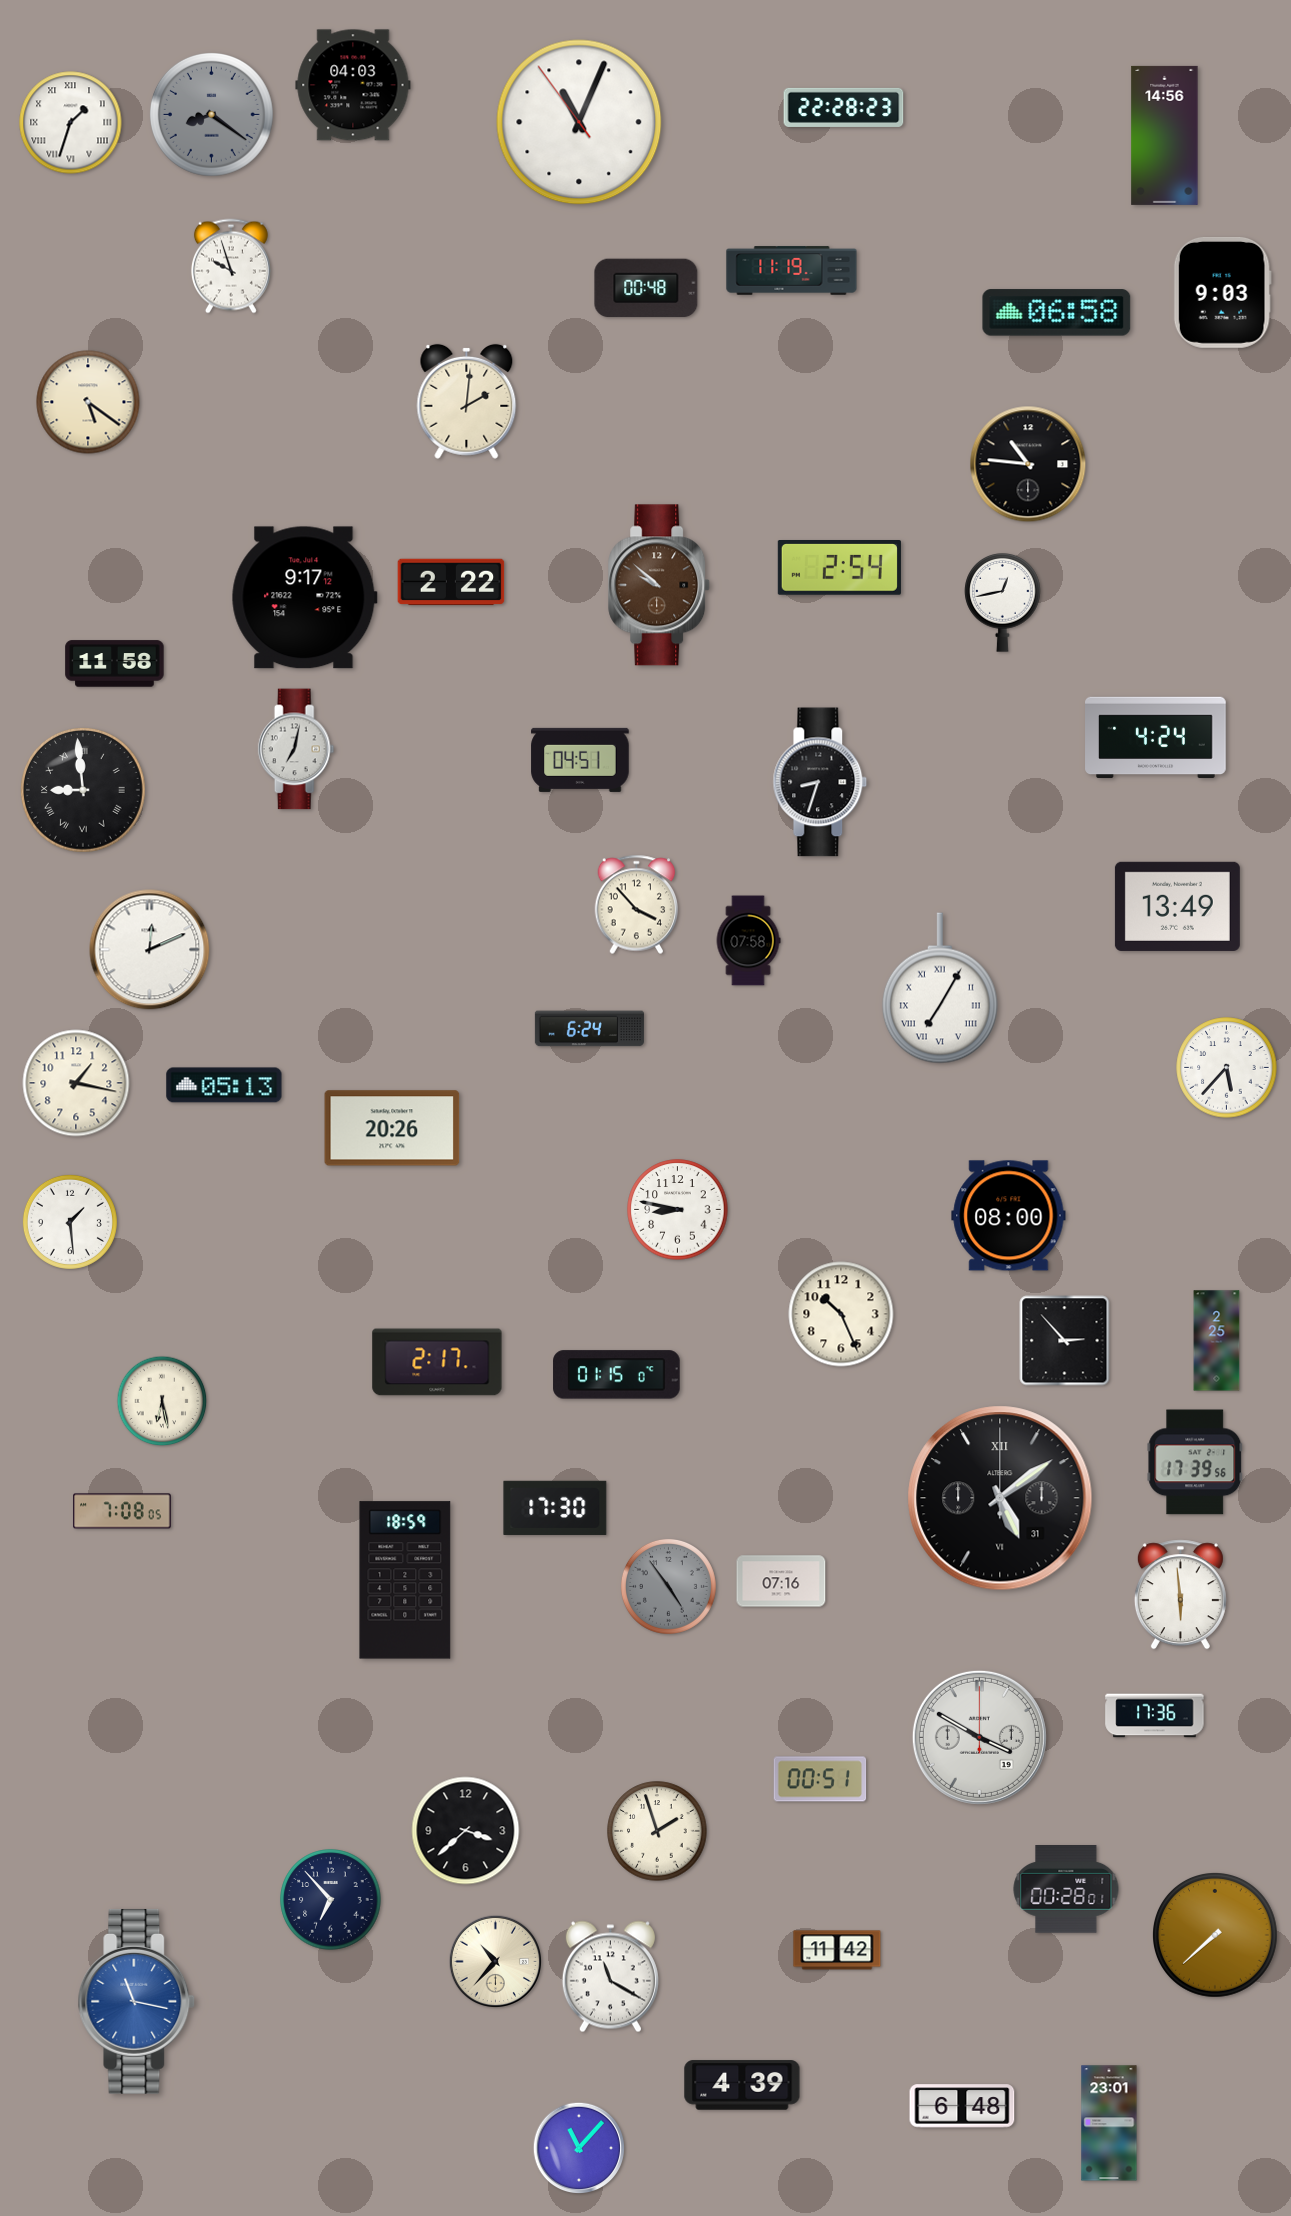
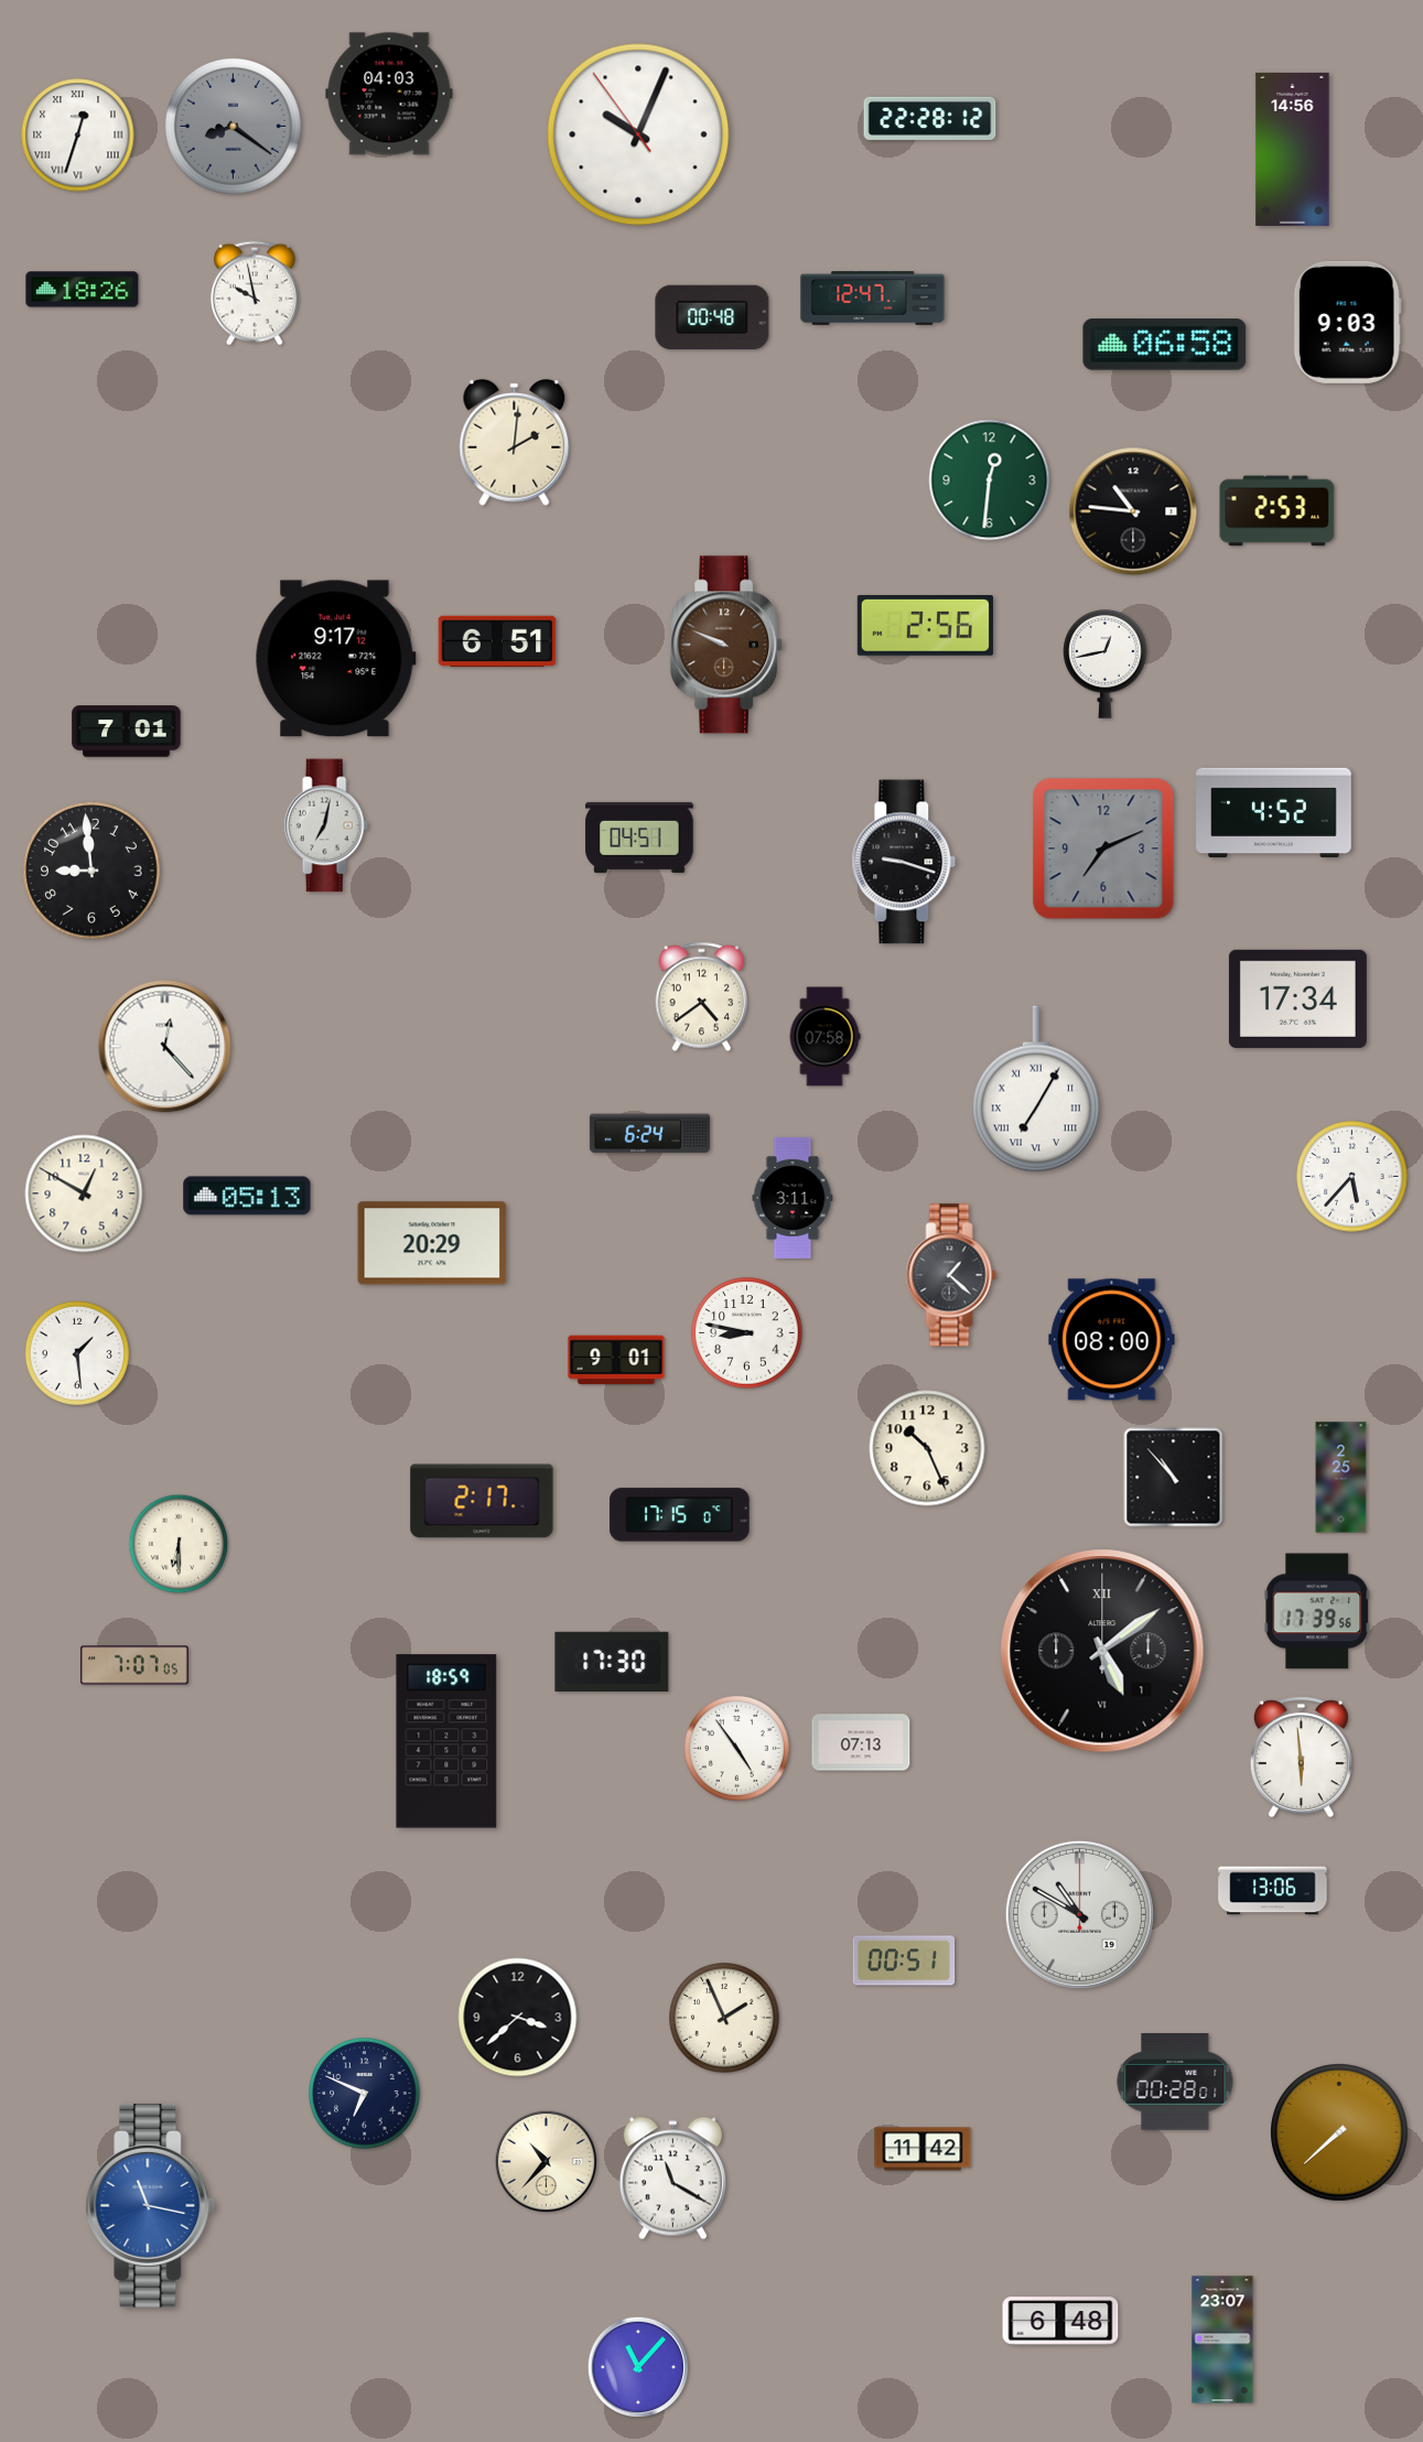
clock at (844, 107): 22:28:23 -> 22:28:12
clock at (579, 122): 11:03 -> 10:03
clock at (71, 123): 1:33 -> 12:33
clock at (1165, 135) position: (1165, 135) -> (1293, 149)
clock at (83, 290): none -> 18:26
clock at (231, 266): 9:57 -> 9:58
clock at (792, 271): 11:19 -> 12:47
clock at (88, 402): 5:21 -> none
clock at (990, 480): none -> 12:31
clock at (1278, 511): none -> 2:53
clock at (839, 568): 2:54 -> 2:56
clock at (451, 582): 2:22 -> 6:51
clock at (660, 585): 9:52 -> 9:49
clock at (115, 664): 11:58 -> 7:01
clock at (1156, 738): 4:24 -> 4:52
clock at (1103, 849): none -> 7:11
clock at (820, 782): 8:33 -> 9:18
clock at (84, 791) numerals: Roman -> Arabic
clock at (637, 905): 3:53 -> 4:39
clock at (1177, 906): 13:49 -> 17:34
clock at (150, 950): 12:11 -> 12:23
clock at (76, 1083): 1:17 -> 12:50
clock at (793, 1198): none -> 3:11
clock at (392, 1128): 20:26 -> 20:29
clock at (951, 1275): none -> 1:22
clock at (70, 1222) position: (70, 1222) -> (77, 1353)
clock at (616, 1360): none -> 9:01
clock at (1065, 1341): 2:53 -> 10:53
clock at (617, 1375): 01:15 -> 17:15
clock at (162, 1401): 6:28 -> 6:30
clock at (1000, 1498) date: 31 -> 1
clock at (122, 1511): 7:08 -> 7:07
clock at (781, 1581): 07:16 -> 07:13
clock at (668, 1586) dial: grey -> white
clock at (1155, 1716): 17:36 -> 13:06
clock at (979, 1737): 3:50 -> 10:50
clock at (466, 1831) position: (466, 1831) -> (518, 2018)
clock at (657, 1831): 1:57 -> 1:56
clock at (331, 1900): 6:53 -> 6:49
clock at (742, 2085): 4:39 -> none
clock at (1109, 2123): 23:01 -> 23:07
